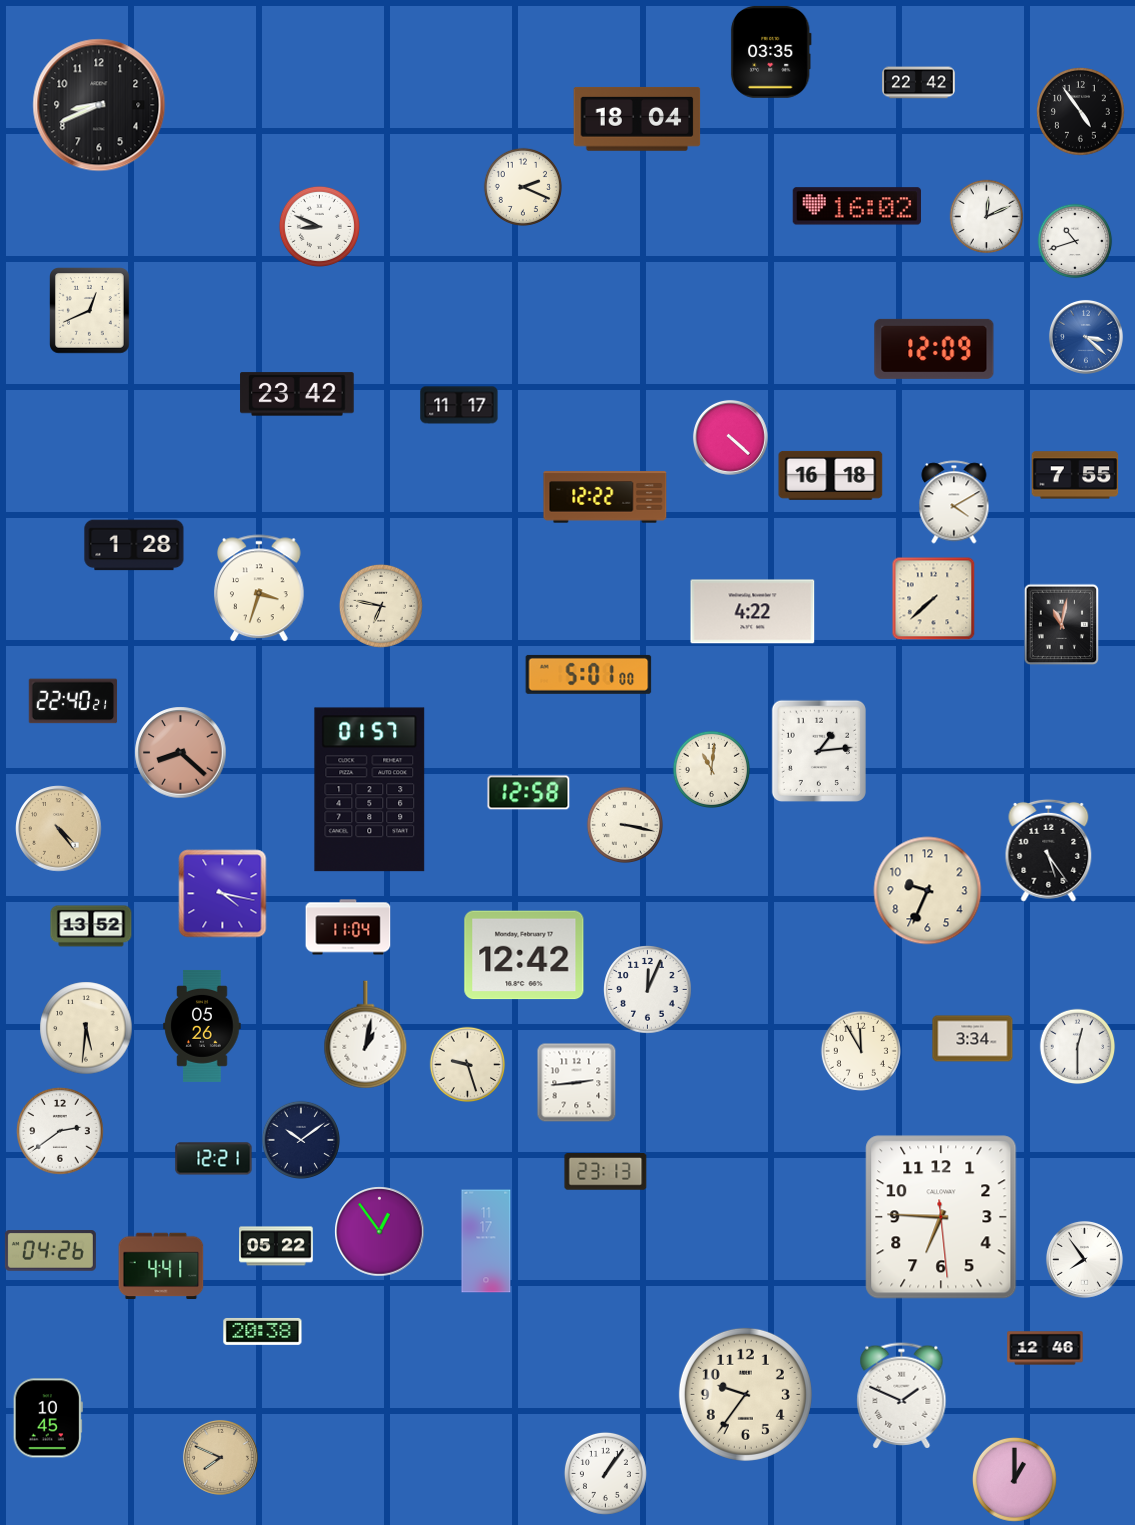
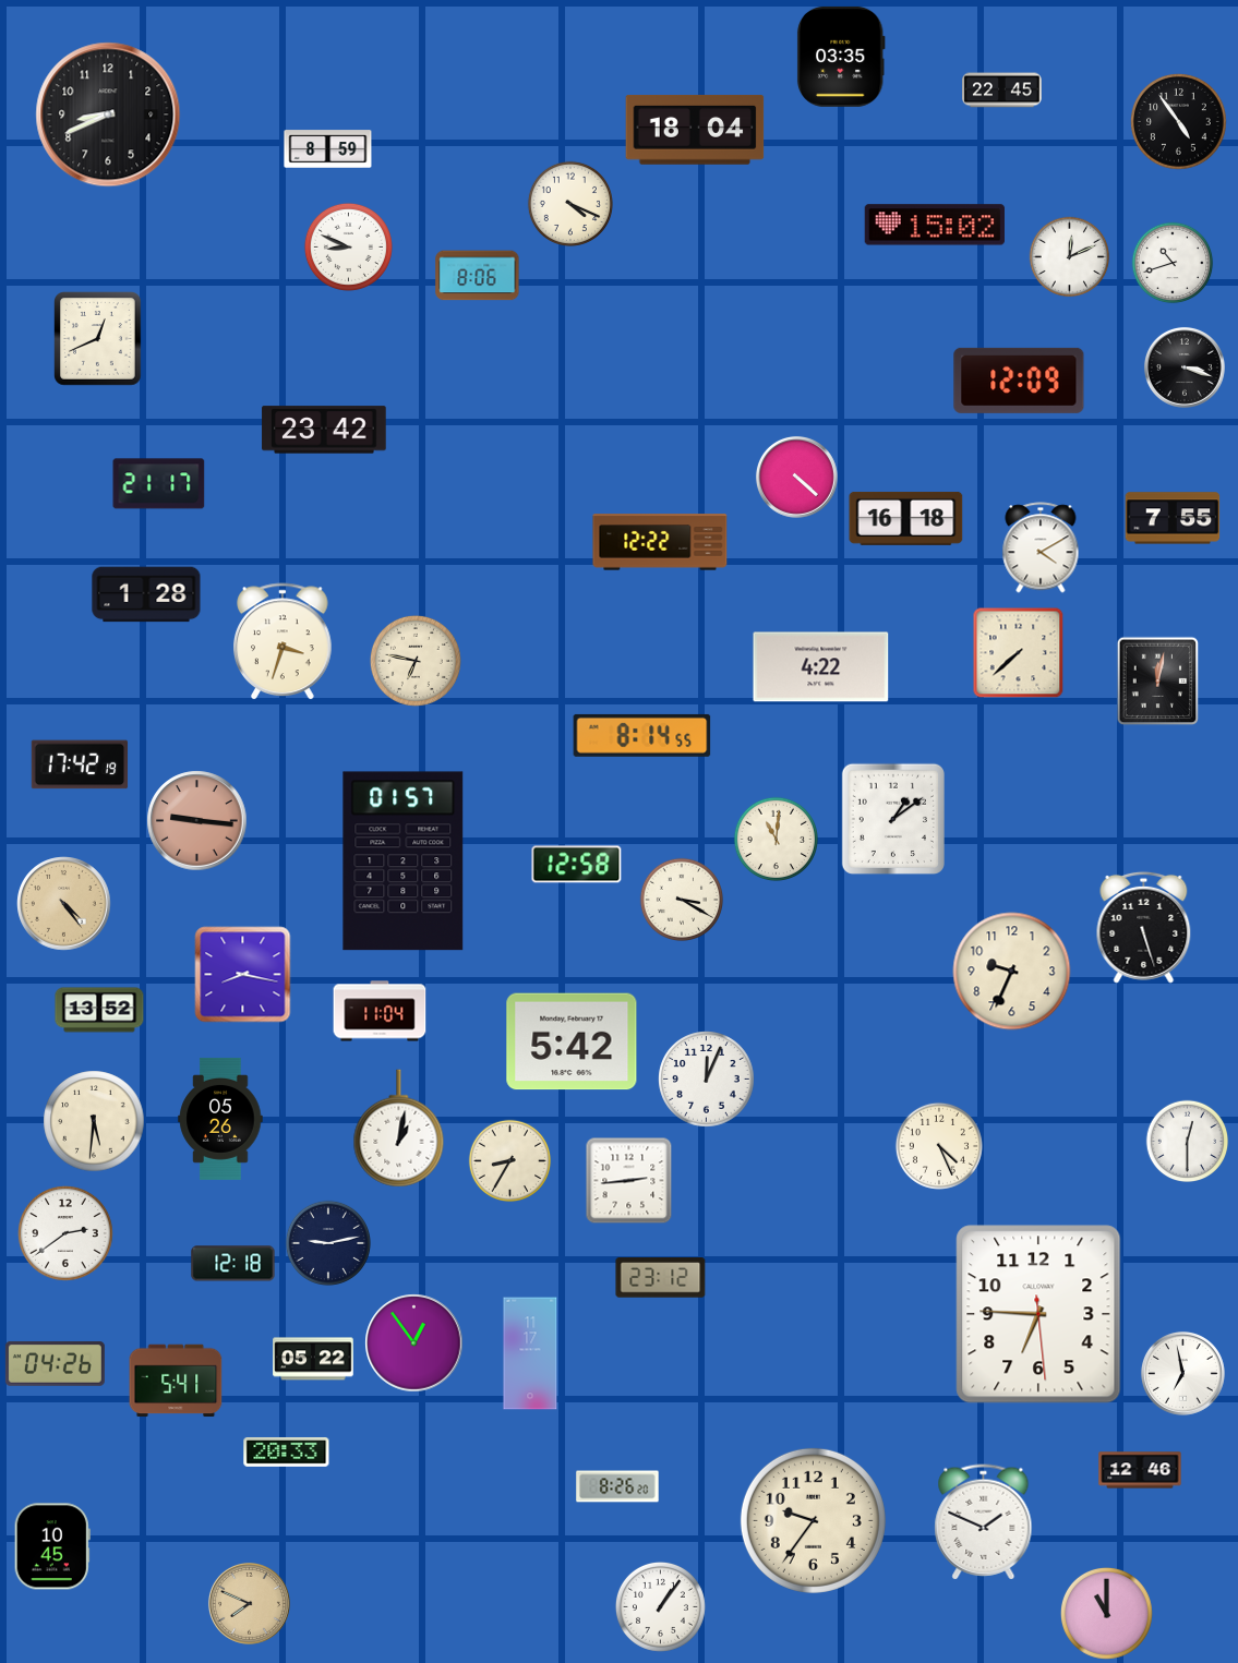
clock at (919, 83): 22:42 -> 22:45
clock at (328, 149): none -> 8:59
clock at (523, 187): 2:19 -> 4:19
clock at (857, 206): 16:02 -> 15:02
clock at (987, 217) position: (987, 217) -> (1070, 257)
clock at (478, 276): none -> 8:06
clock at (1086, 337): 3:22 -> 3:18
clock at (1086, 337) dial: blue -> black
clock at (459, 405): 11:17 -> none
clock at (159, 484): none -> 21:17
clock at (1062, 625): 11:02 -> 12:02
clock at (589, 674): 5:01 -> 8:14
clock at (73, 701): 22:40 -> 17:42
clock at (819, 750): 1:14 -> 1:09
clock at (181, 753): 8:22 -> 9:16
clock at (625, 825): 3:17 -> 3:20
clock at (1049, 850): 5:24 -> 5:27
clock at (223, 894): 4:17 -> 8:17
clock at (524, 955): 12:42 -> 5:42
clock at (973, 1039): 3:34 -> none
clock at (1078, 1047) position: (1078, 1047) -> (1188, 1142)
clock at (861, 1051): 11:55 -> 4:26
clock at (468, 1065): 9:27 -> 8:35
clock at (301, 1140): 10:09 -> 9:13
clock at (214, 1159): 12:21 -> 12:18
clock at (606, 1172): 23:13 -> 23:12
clock at (941, 1217) position: (941, 1217) -> (1038, 1314)
clock at (276, 1246) position: (276, 1246) -> (313, 1359)
clock at (1084, 1259): 7:54 -> 6:58
clock at (161, 1266): 4:41 -> 5:41
clock at (263, 1331): 20:38 -> 20:33
clock at (617, 1486): none -> 8:26
clock at (220, 1457) position: (220, 1457) -> (249, 1603)
clock at (1014, 1479): 1:00 -> 11:00
